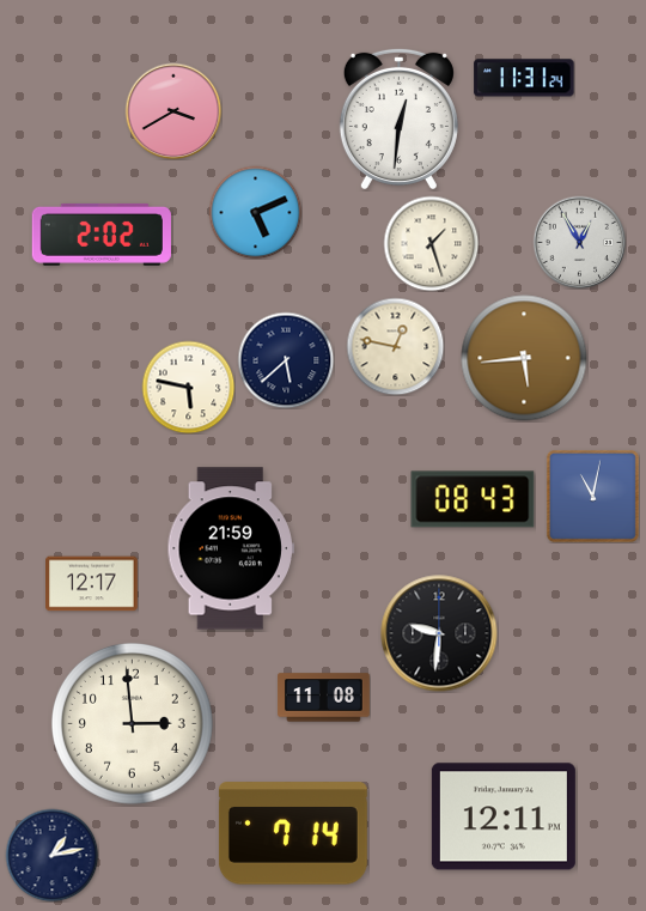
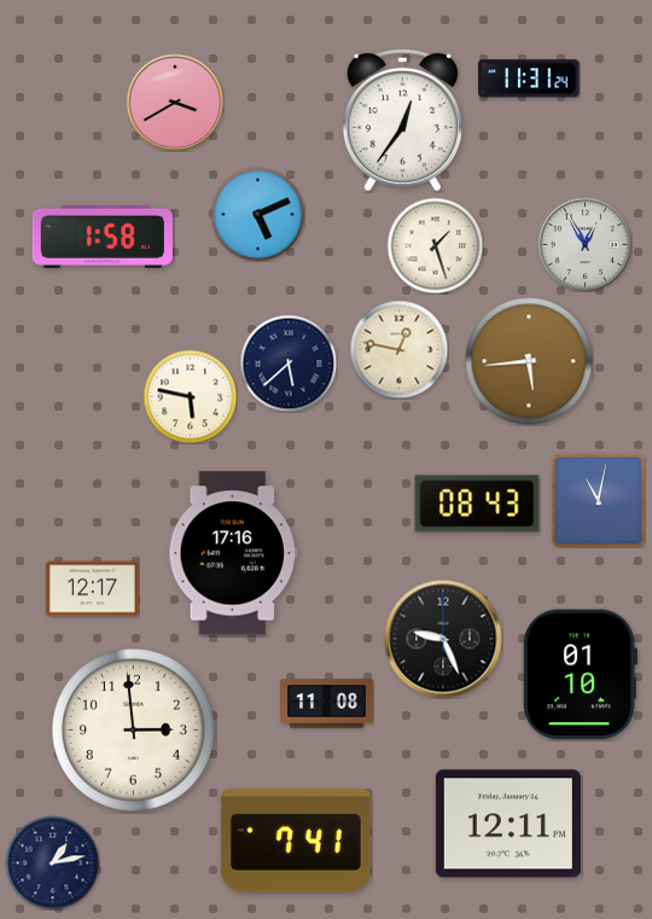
clock at (173, 111) position: (173, 111) -> (175, 103)
clock at (398, 117): 12:31 -> 12:36
clock at (102, 235): 2:02 -> 1:58
clock at (188, 387) position: (188, 387) -> (190, 396)
clock at (230, 548): 21:59 -> 17:16
clock at (439, 633): 9:31 -> 9:26
clock at (580, 675): none -> 01:10
clock at (293, 833): 7:14 -> 7:41
